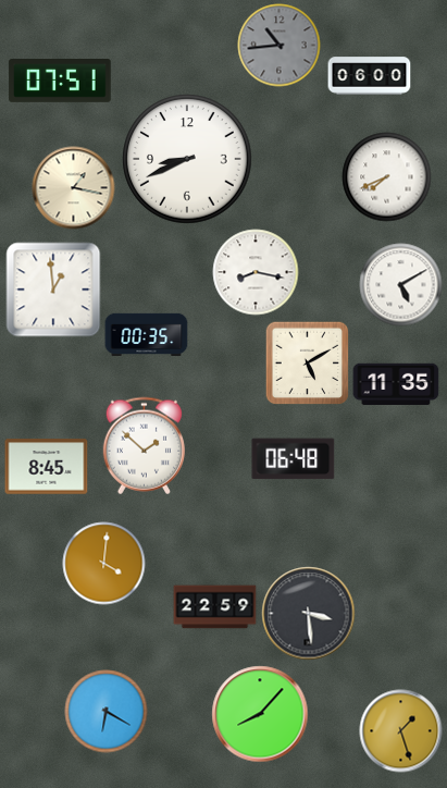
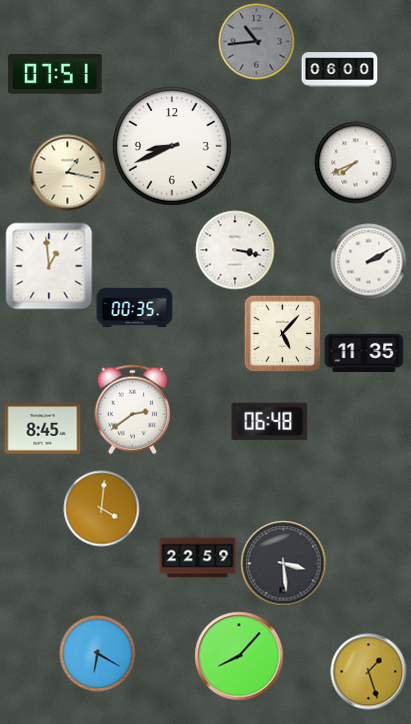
clock at (256, 272): 8:17 -> 3:17
clock at (401, 285): 5:10 -> 2:10
clock at (307, 362): 5:10 -> 5:07
clock at (144, 446): 1:52 -> 2:39
clock at (104, 564) position: (104, 564) -> (102, 509)
